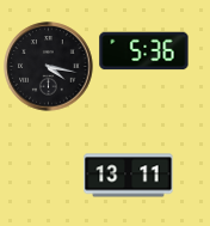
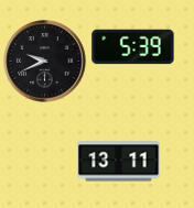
clock at (144, 51): 5:36 -> 5:39
clock at (49, 67): 4:17 -> 9:41
